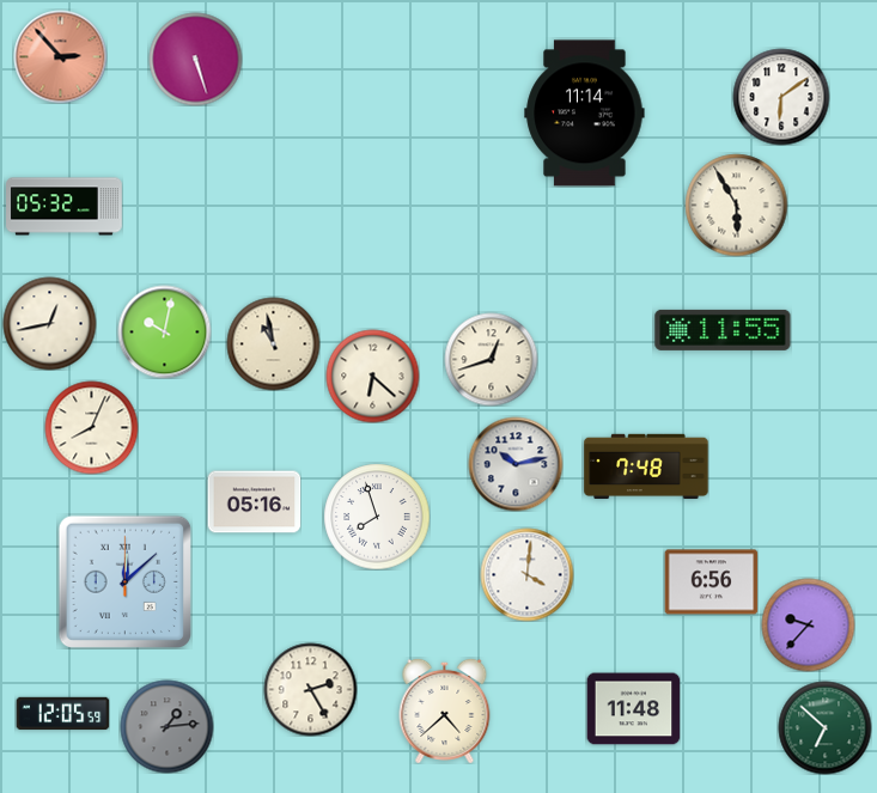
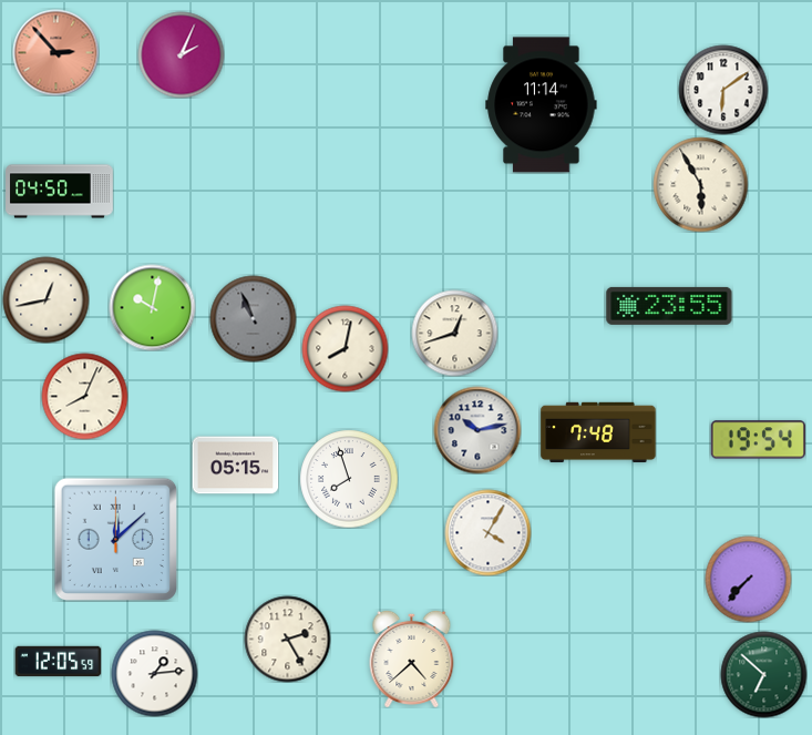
clock at (195, 59): 5:27 -> 2:04
clock at (736, 205) position: (736, 205) -> (700, 184)
clock at (65, 207): 05:32 -> 04:50
clock at (723, 330): 11:55 -> 23:55
clock at (273, 343): 10:58 -> 10:56
clock at (273, 343) dial: cream -> grey
clock at (372, 376): 6:22 -> 8:02
clock at (758, 440): none -> 19:54
clock at (254, 502): 05:16 -> 05:15
clock at (526, 574): 4:01 -> 4:05
clock at (711, 582): 6:56 -> none
clock at (808, 624): 9:37 -> 7:37
clock at (633, 709): 11:48 -> none
clock at (166, 726) dial: grey -> white
